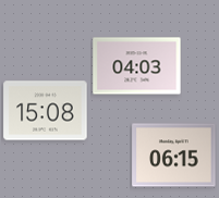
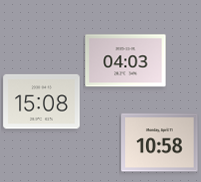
clock at (174, 156): 06:15 -> 10:58
